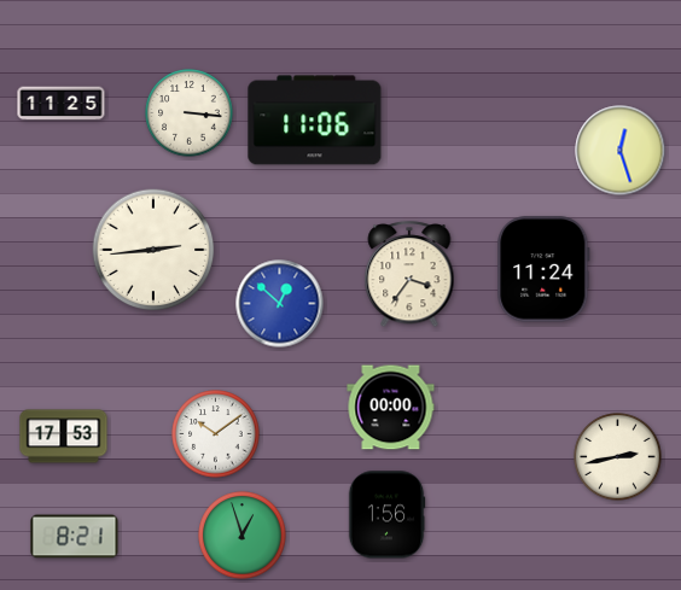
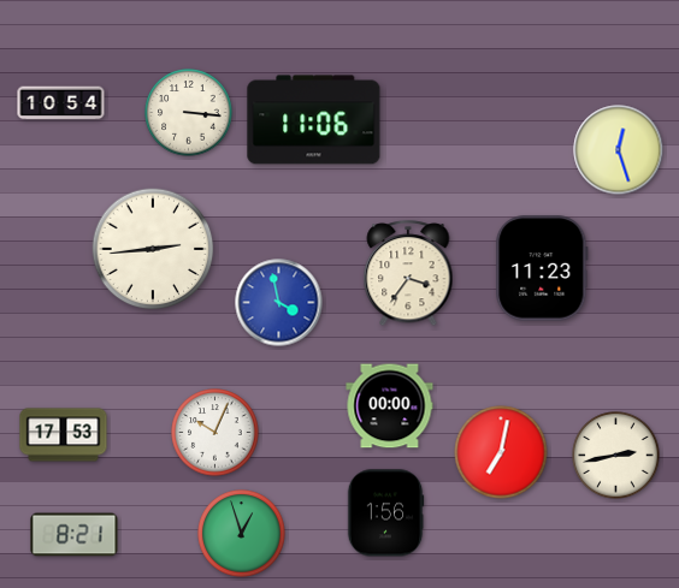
clock at (62, 104): 11:25 -> 10:54
clock at (543, 269): 11:24 -> 11:23
clock at (280, 304): 12:52 -> 3:58
clock at (216, 434): 10:09 -> 10:04
clock at (501, 452): none -> 7:02
